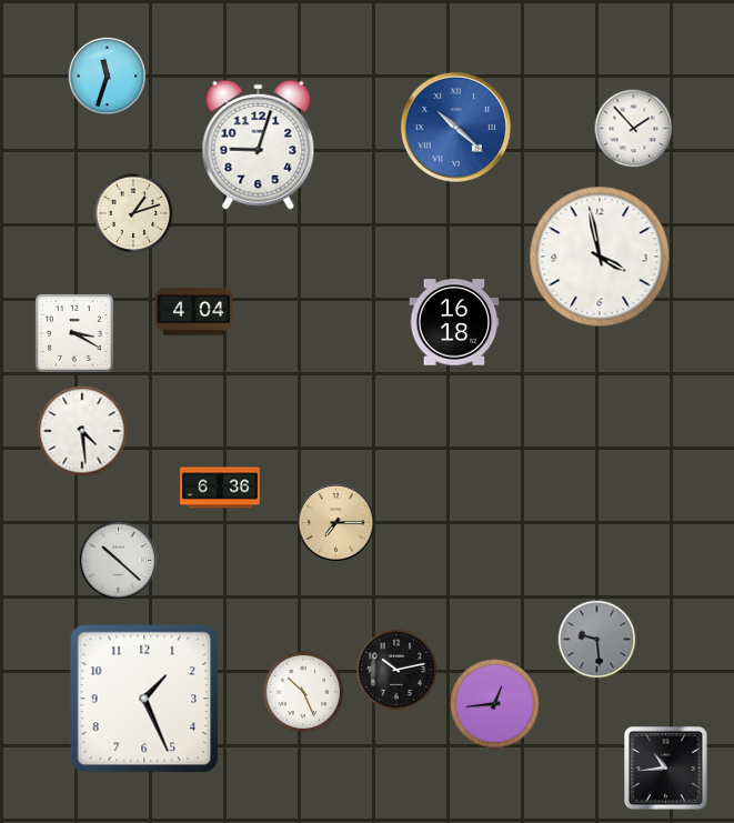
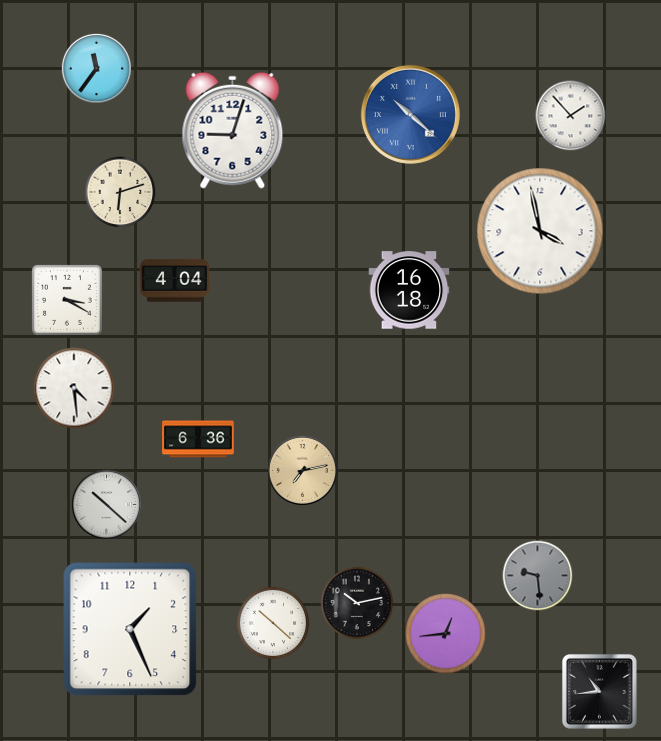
clock at (107, 76): 11:33 -> 11:36
clock at (133, 213): 1:12 -> 6:12
clock at (335, 522): 7:15 -> 7:13
clock at (303, 692): 10:26 -> 10:22
